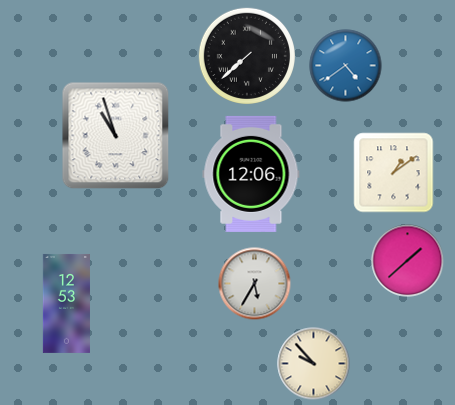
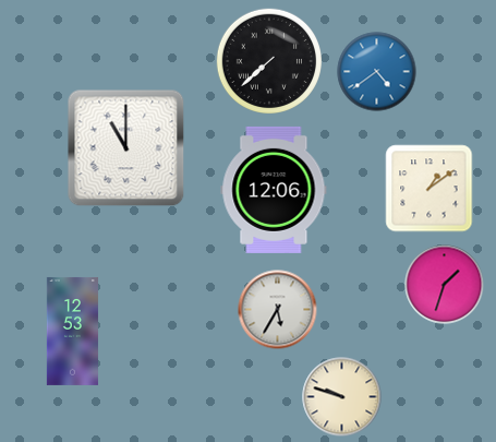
clock at (116, 136): 10:57 -> 11:00
clock at (408, 261): 1:38 -> 1:33
clock at (314, 364): 9:53 -> 9:48
